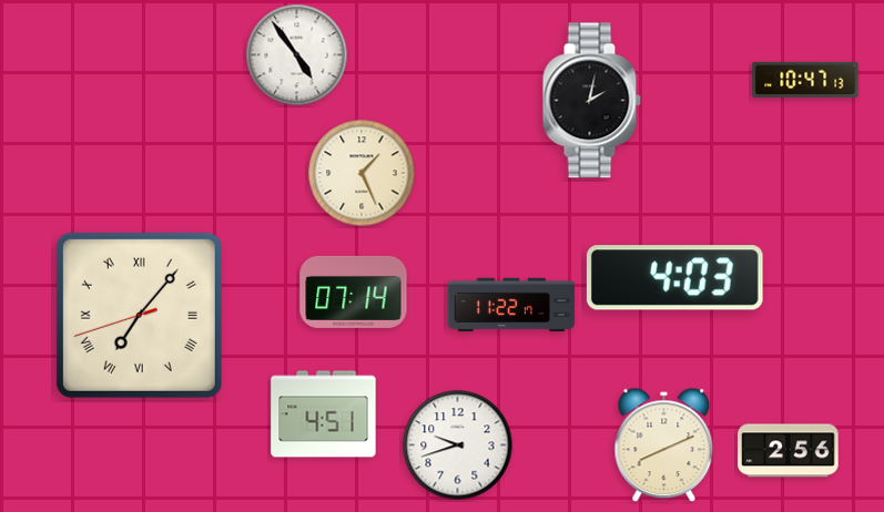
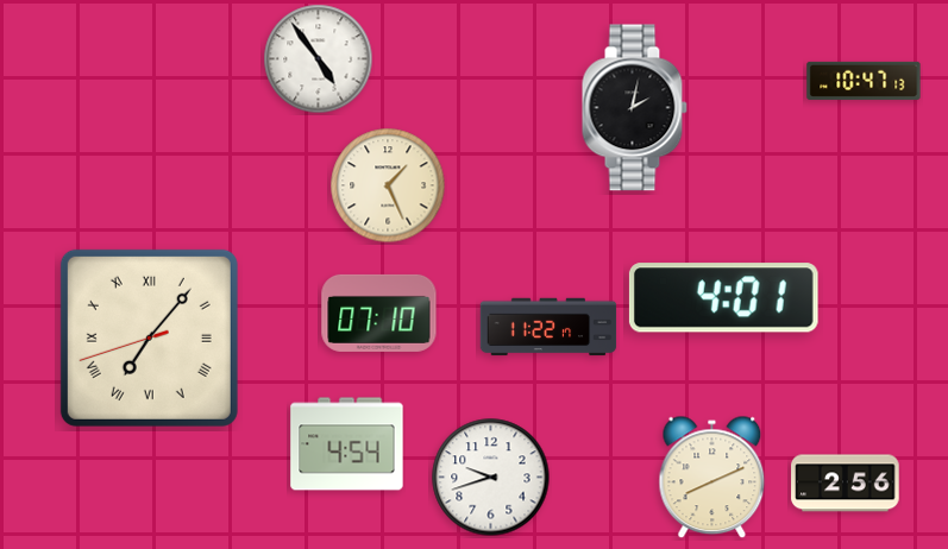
clock at (805, 80) position: (805, 80) -> (864, 81)
clock at (674, 278): 4:03 -> 4:01
clock at (354, 291): 07:14 -> 07:10
clock at (324, 414): 4:51 -> 4:54
